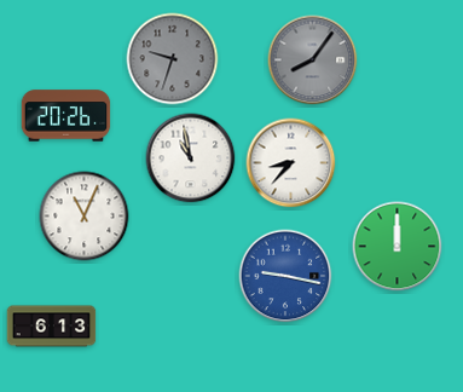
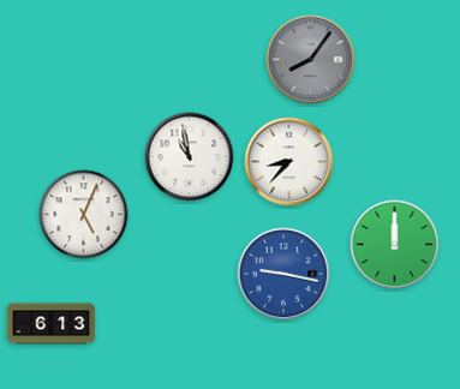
clock at (173, 59): 9:33 -> none
clock at (66, 116): 20:26 -> none
clock at (85, 217): 11:04 -> 5:04
